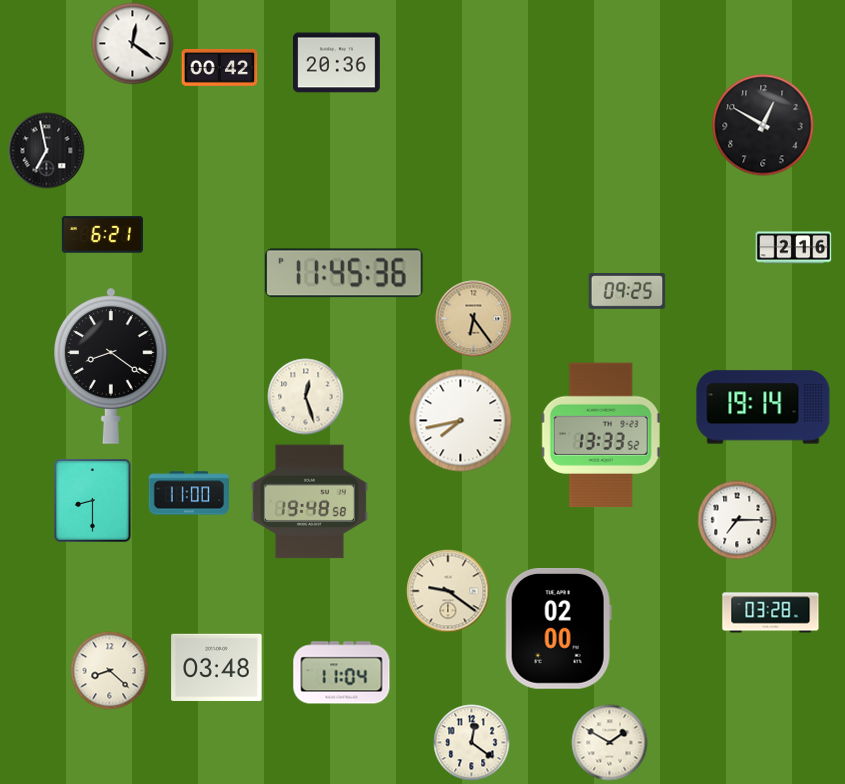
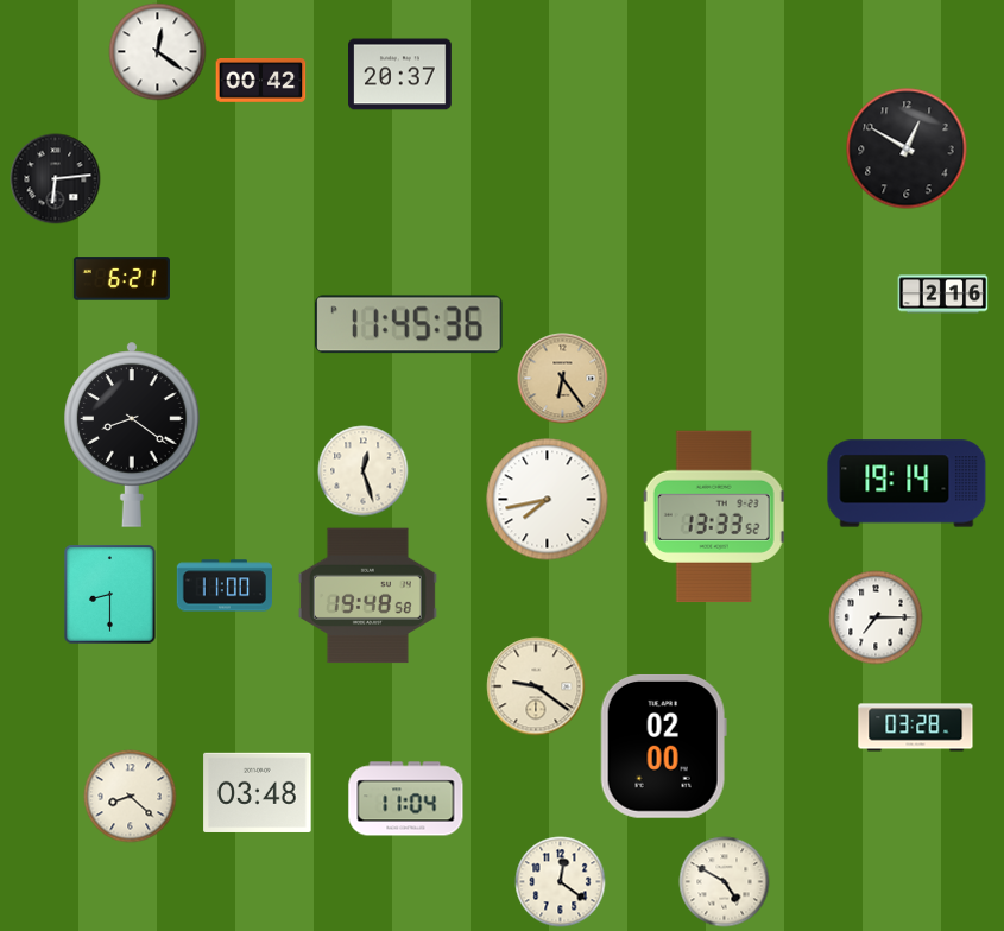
clock at (337, 63): 20:36 -> 20:37
clock at (47, 151): 6:58 -> 6:14
clock at (627, 292): 09:25 -> none
clock at (448, 591) position: (448, 591) -> (536, 686)
clock at (610, 743): 1:50 -> 4:50
